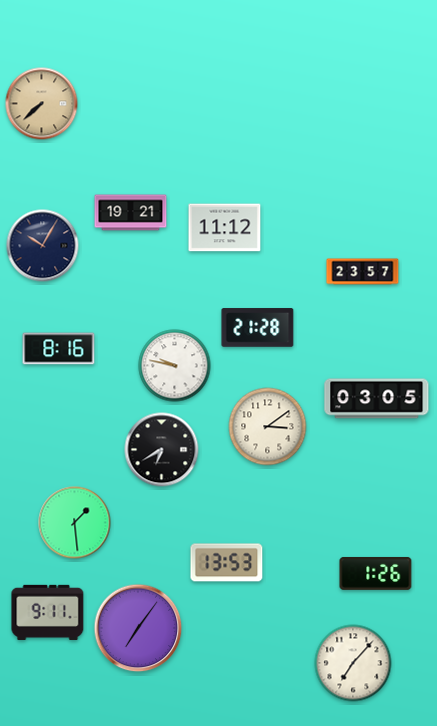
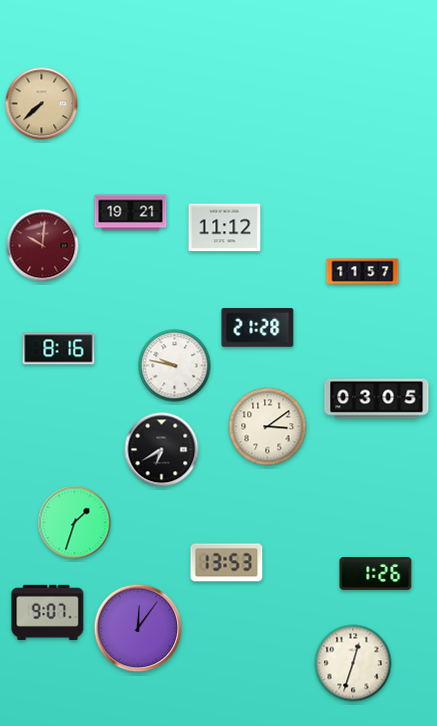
clock at (43, 246): 10:05 -> 10:01
clock at (43, 246) dial: navy -> burgundy
clock at (363, 272): 23:57 -> 11:57
clock at (75, 523): 1:29 -> 1:33
clock at (48, 612): 9:11 -> 9:07
clock at (138, 628): 7:06 -> 12:06
clock at (353, 663): 7:07 -> 12:33
